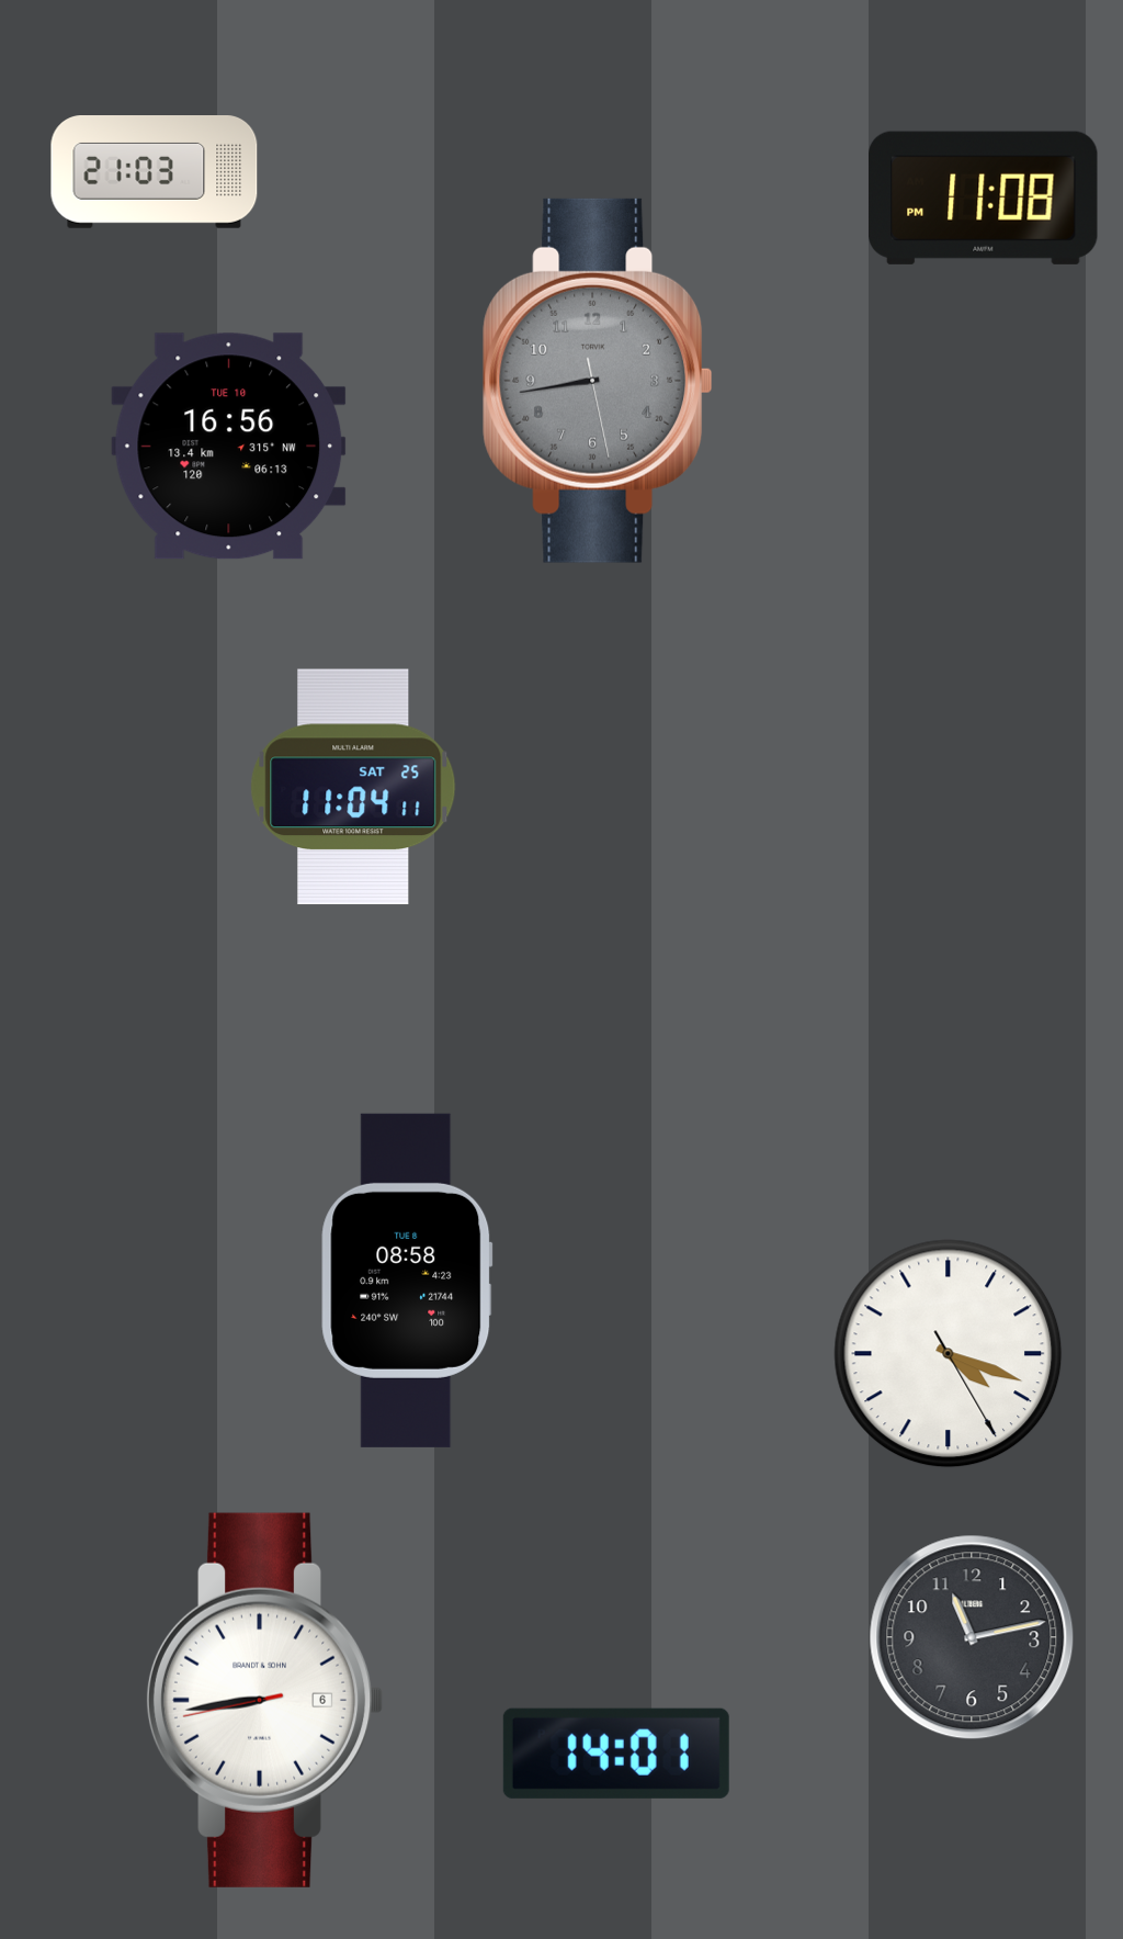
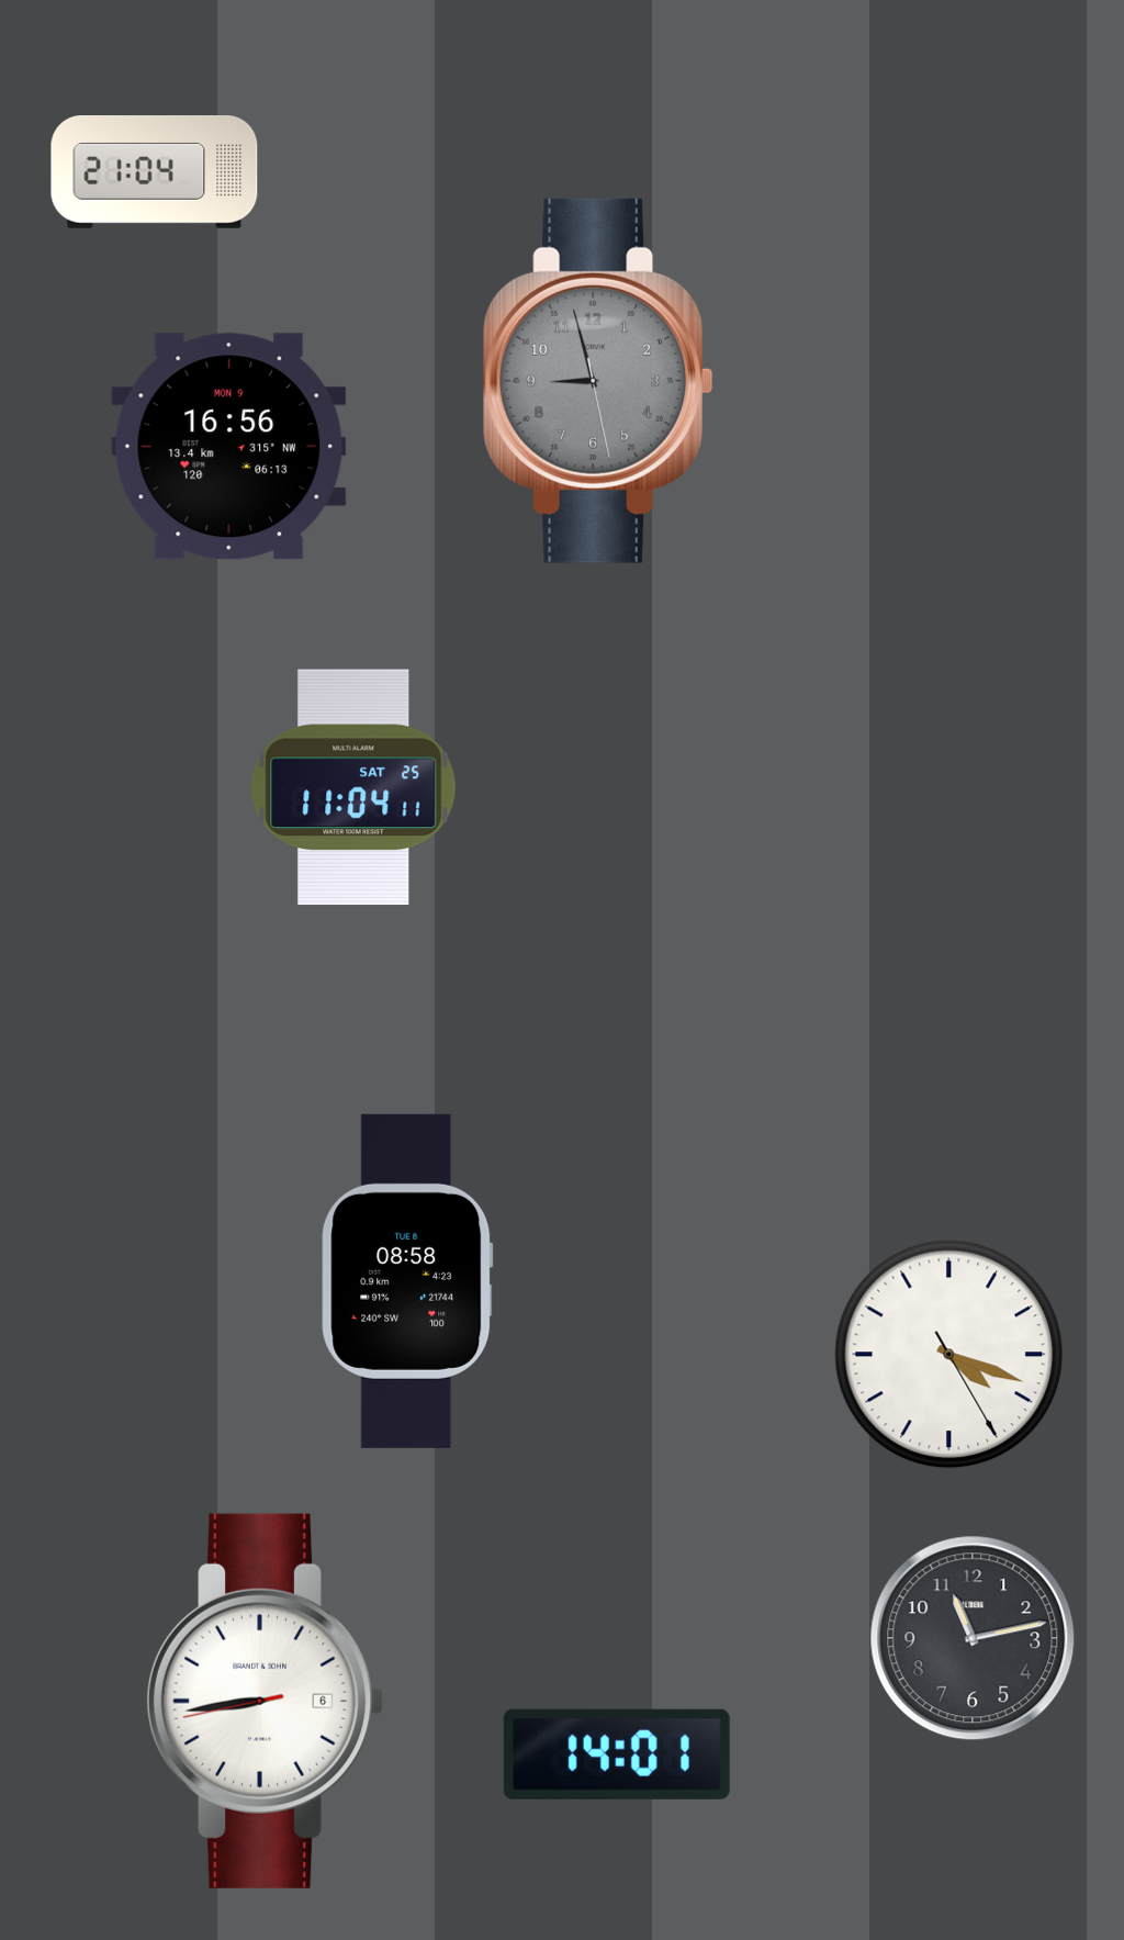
clock at (155, 172): 21:03 -> 21:04
clock at (983, 198): 11:08 -> none
clock at (598, 381): 8:43 -> 8:57
clock at (229, 447) date: TUE 10 -> MON 9
